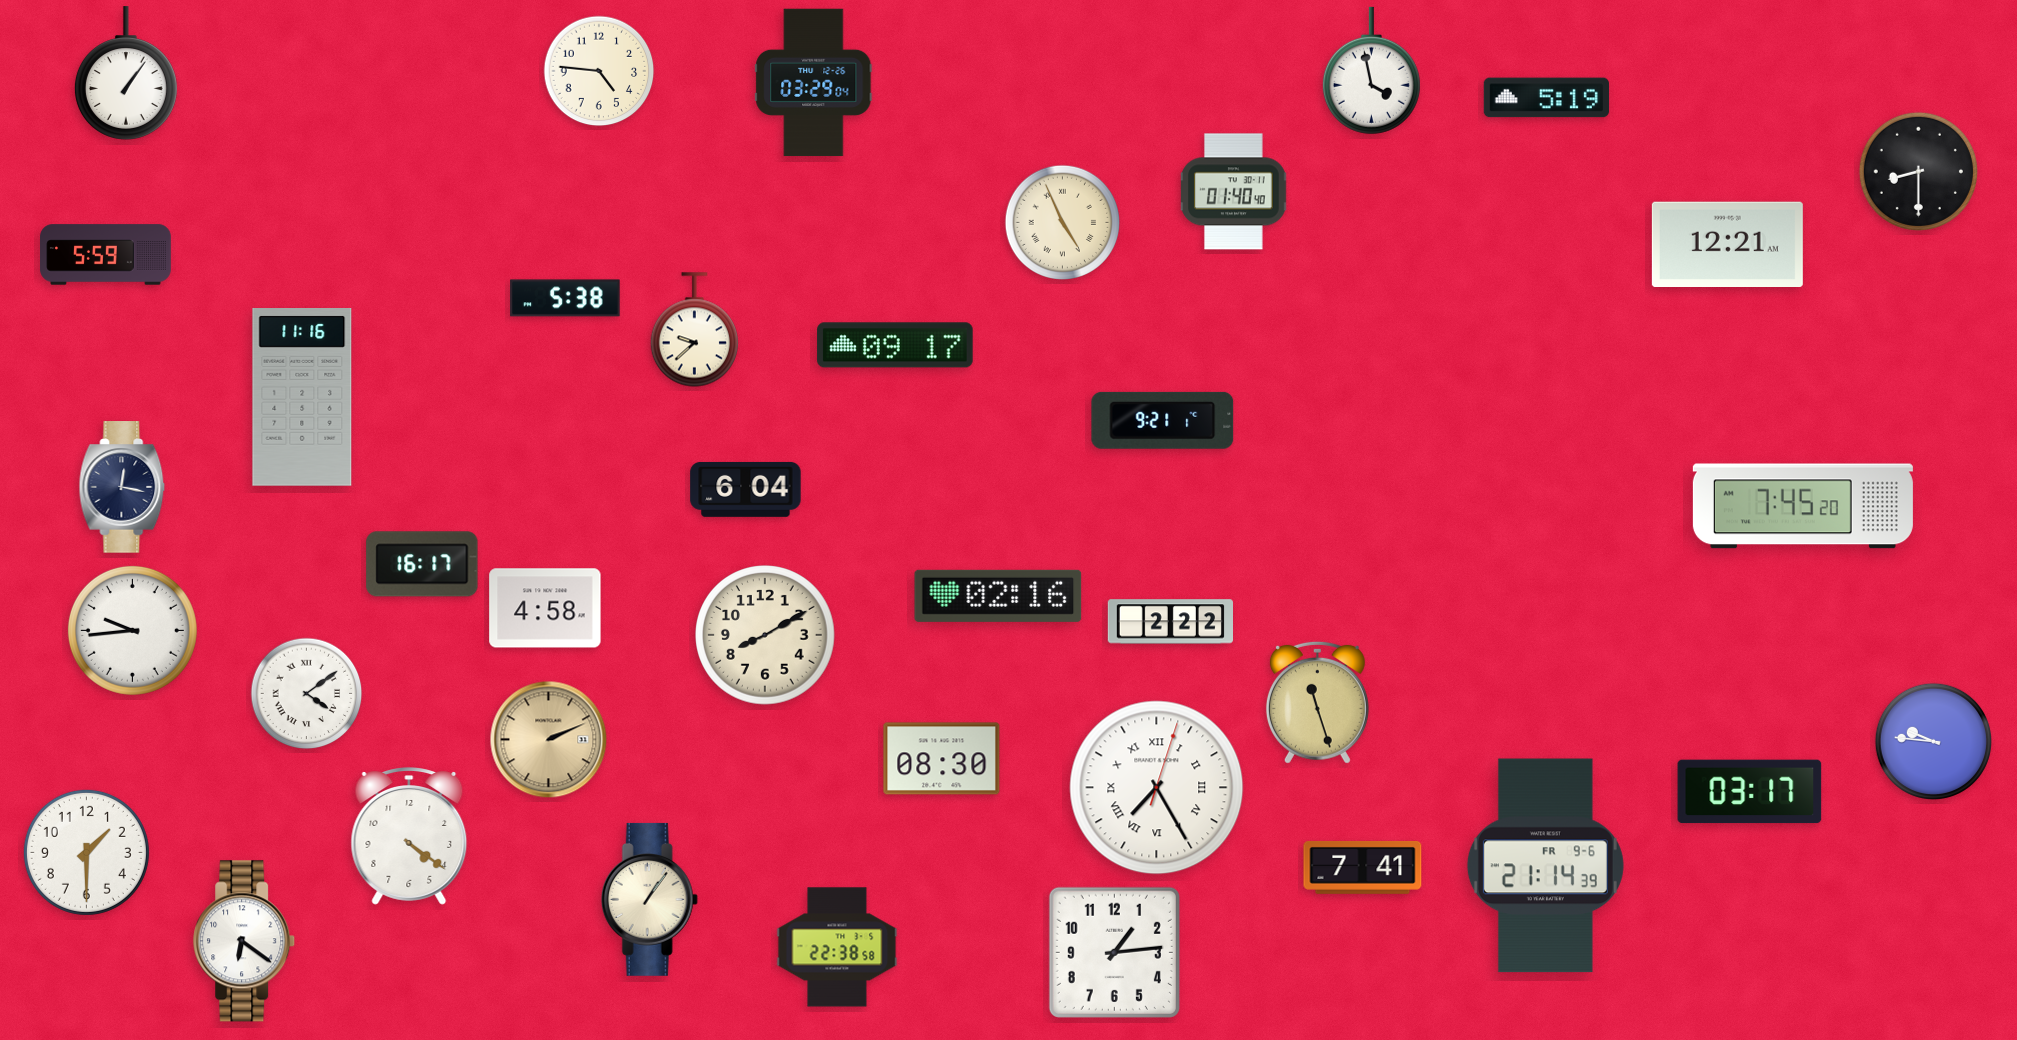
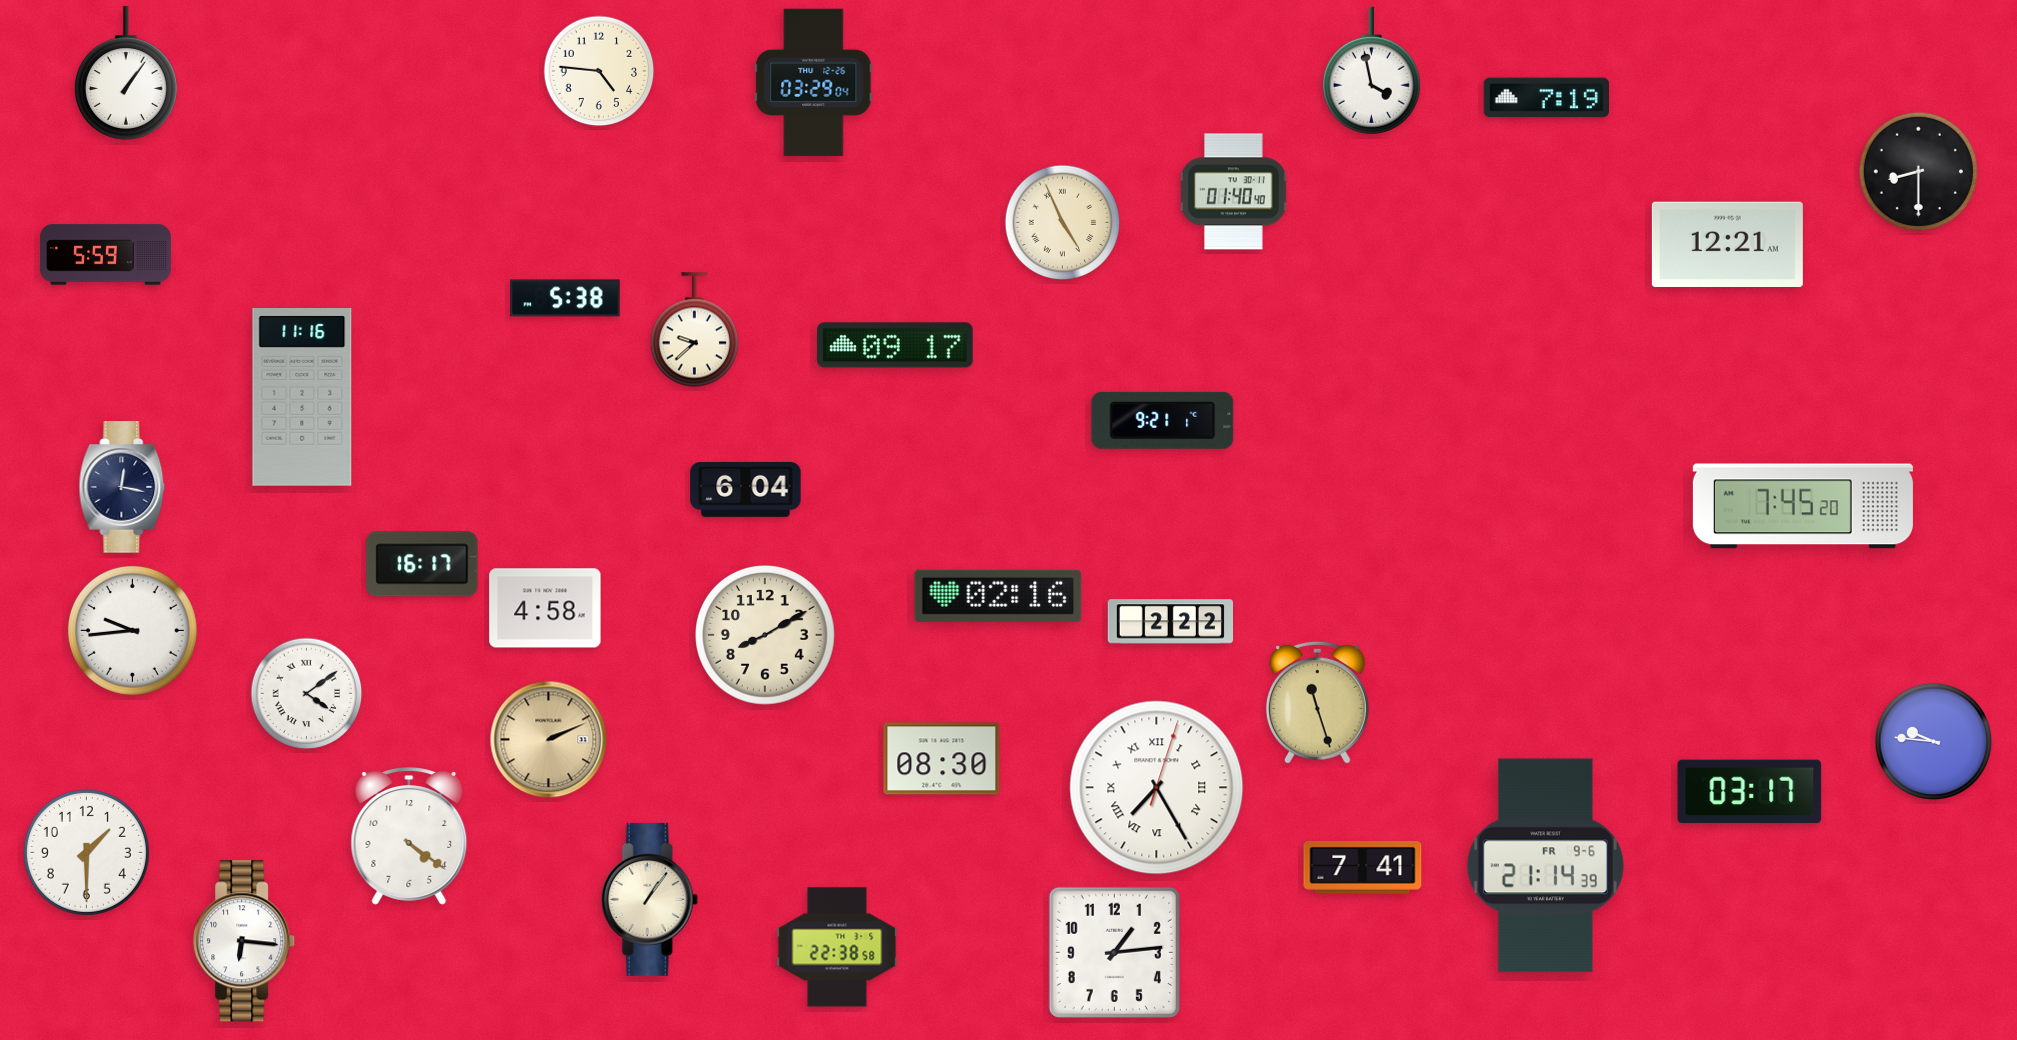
clock at (1546, 98): 5:19 -> 7:19
clock at (245, 941): 6:21 -> 6:16
